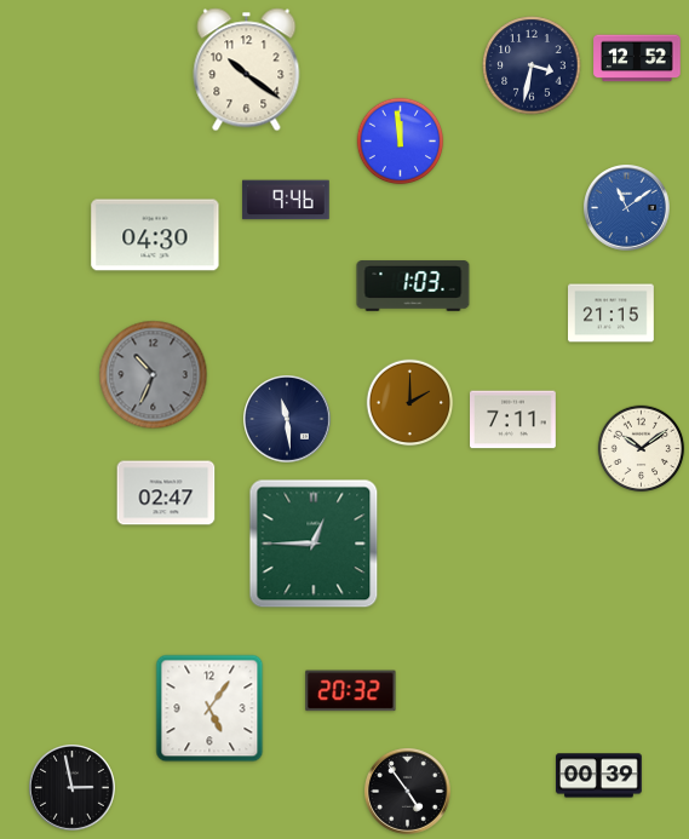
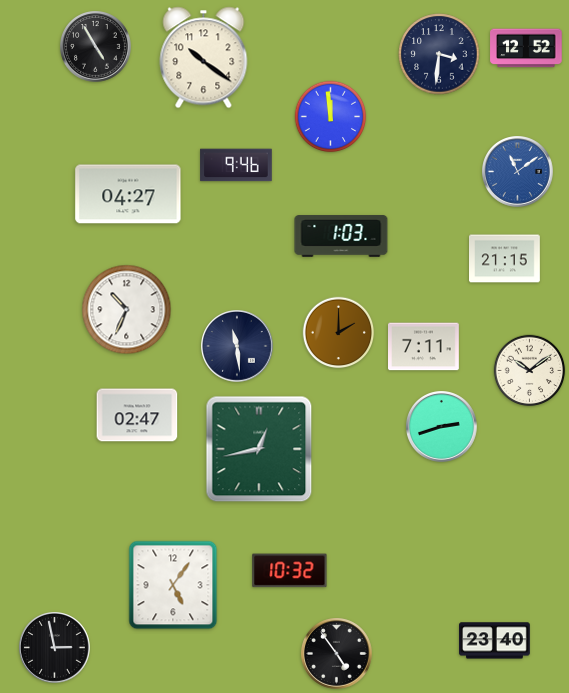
clock at (96, 47): none -> 4:55
clock at (532, 65): 3:32 -> 3:31
clock at (155, 235): 04:30 -> 04:27
clock at (154, 375) dial: grey -> white
clock at (166, 493) position: (166, 493) -> (137, 415)
clock at (442, 427): none -> 2:42
clock at (314, 544): 12:45 -> 12:43
clock at (351, 691): 20:32 -> 10:32
clock at (599, 776): 00:39 -> 23:40
clock at (73, 788) position: (73, 788) -> (55, 648)
